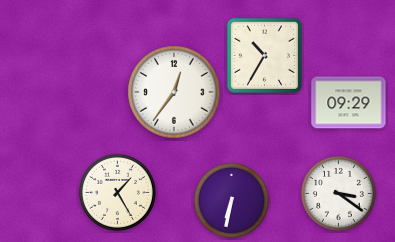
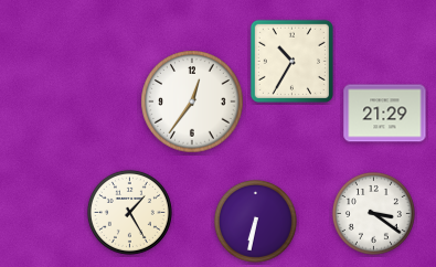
clock at (349, 103): 09:29 -> 21:29
